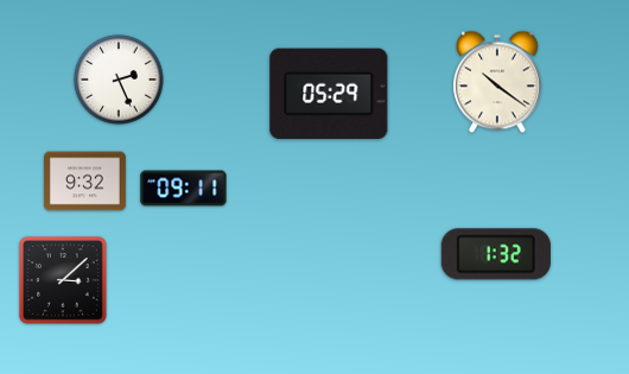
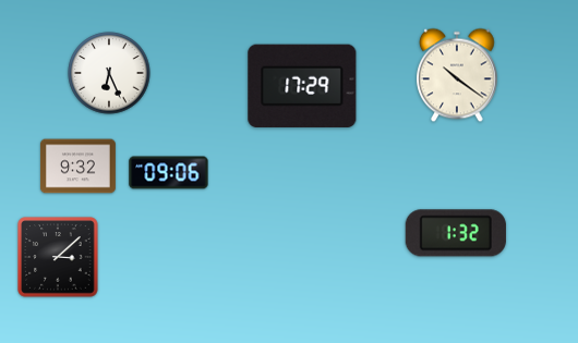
clock at (119, 80): 2:26 -> 6:26
clock at (329, 93): 05:29 -> 17:29
clock at (184, 189): 09:11 -> 09:06
